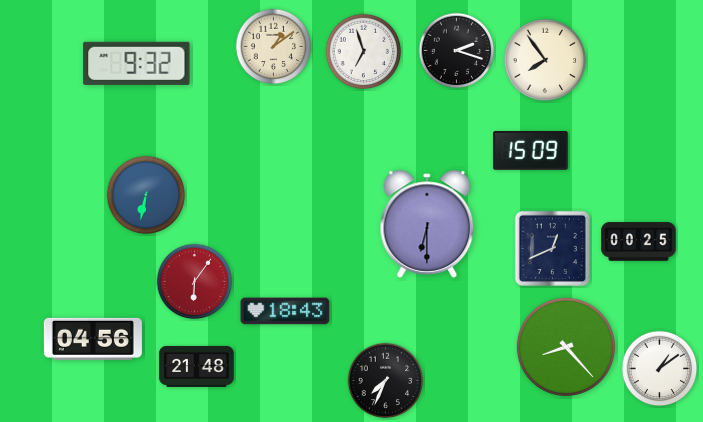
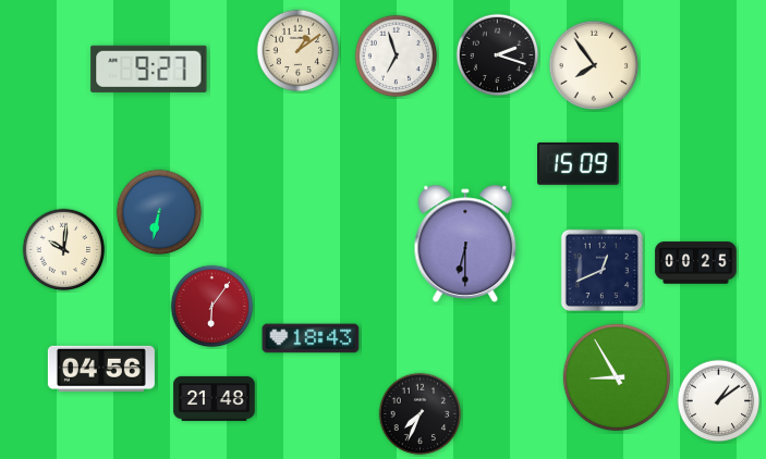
clock at (137, 63): 9:32 -> 9:27
clock at (64, 250): none -> 10:01
clock at (566, 347): 8:23 -> 8:55
